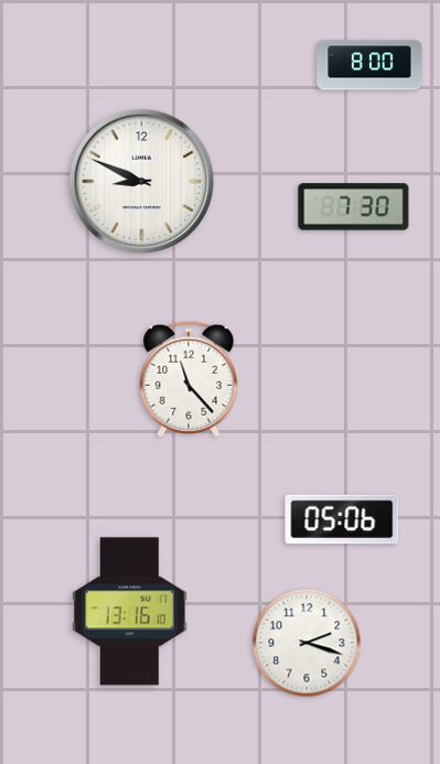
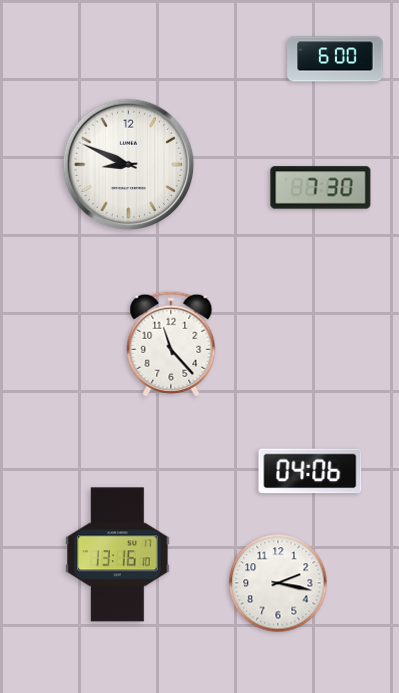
clock at (369, 65): 8:00 -> 6:00
clock at (342, 519): 05:06 -> 04:06
clock at (307, 643): 2:18 -> 2:17
